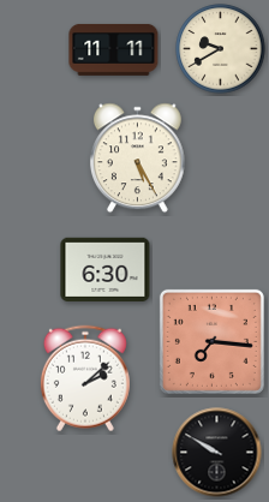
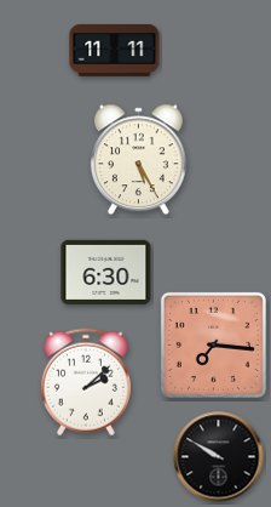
clock at (221, 49): 9:40 -> none
